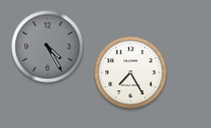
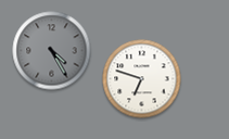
clock at (131, 73): 7:25 -> 6:48
